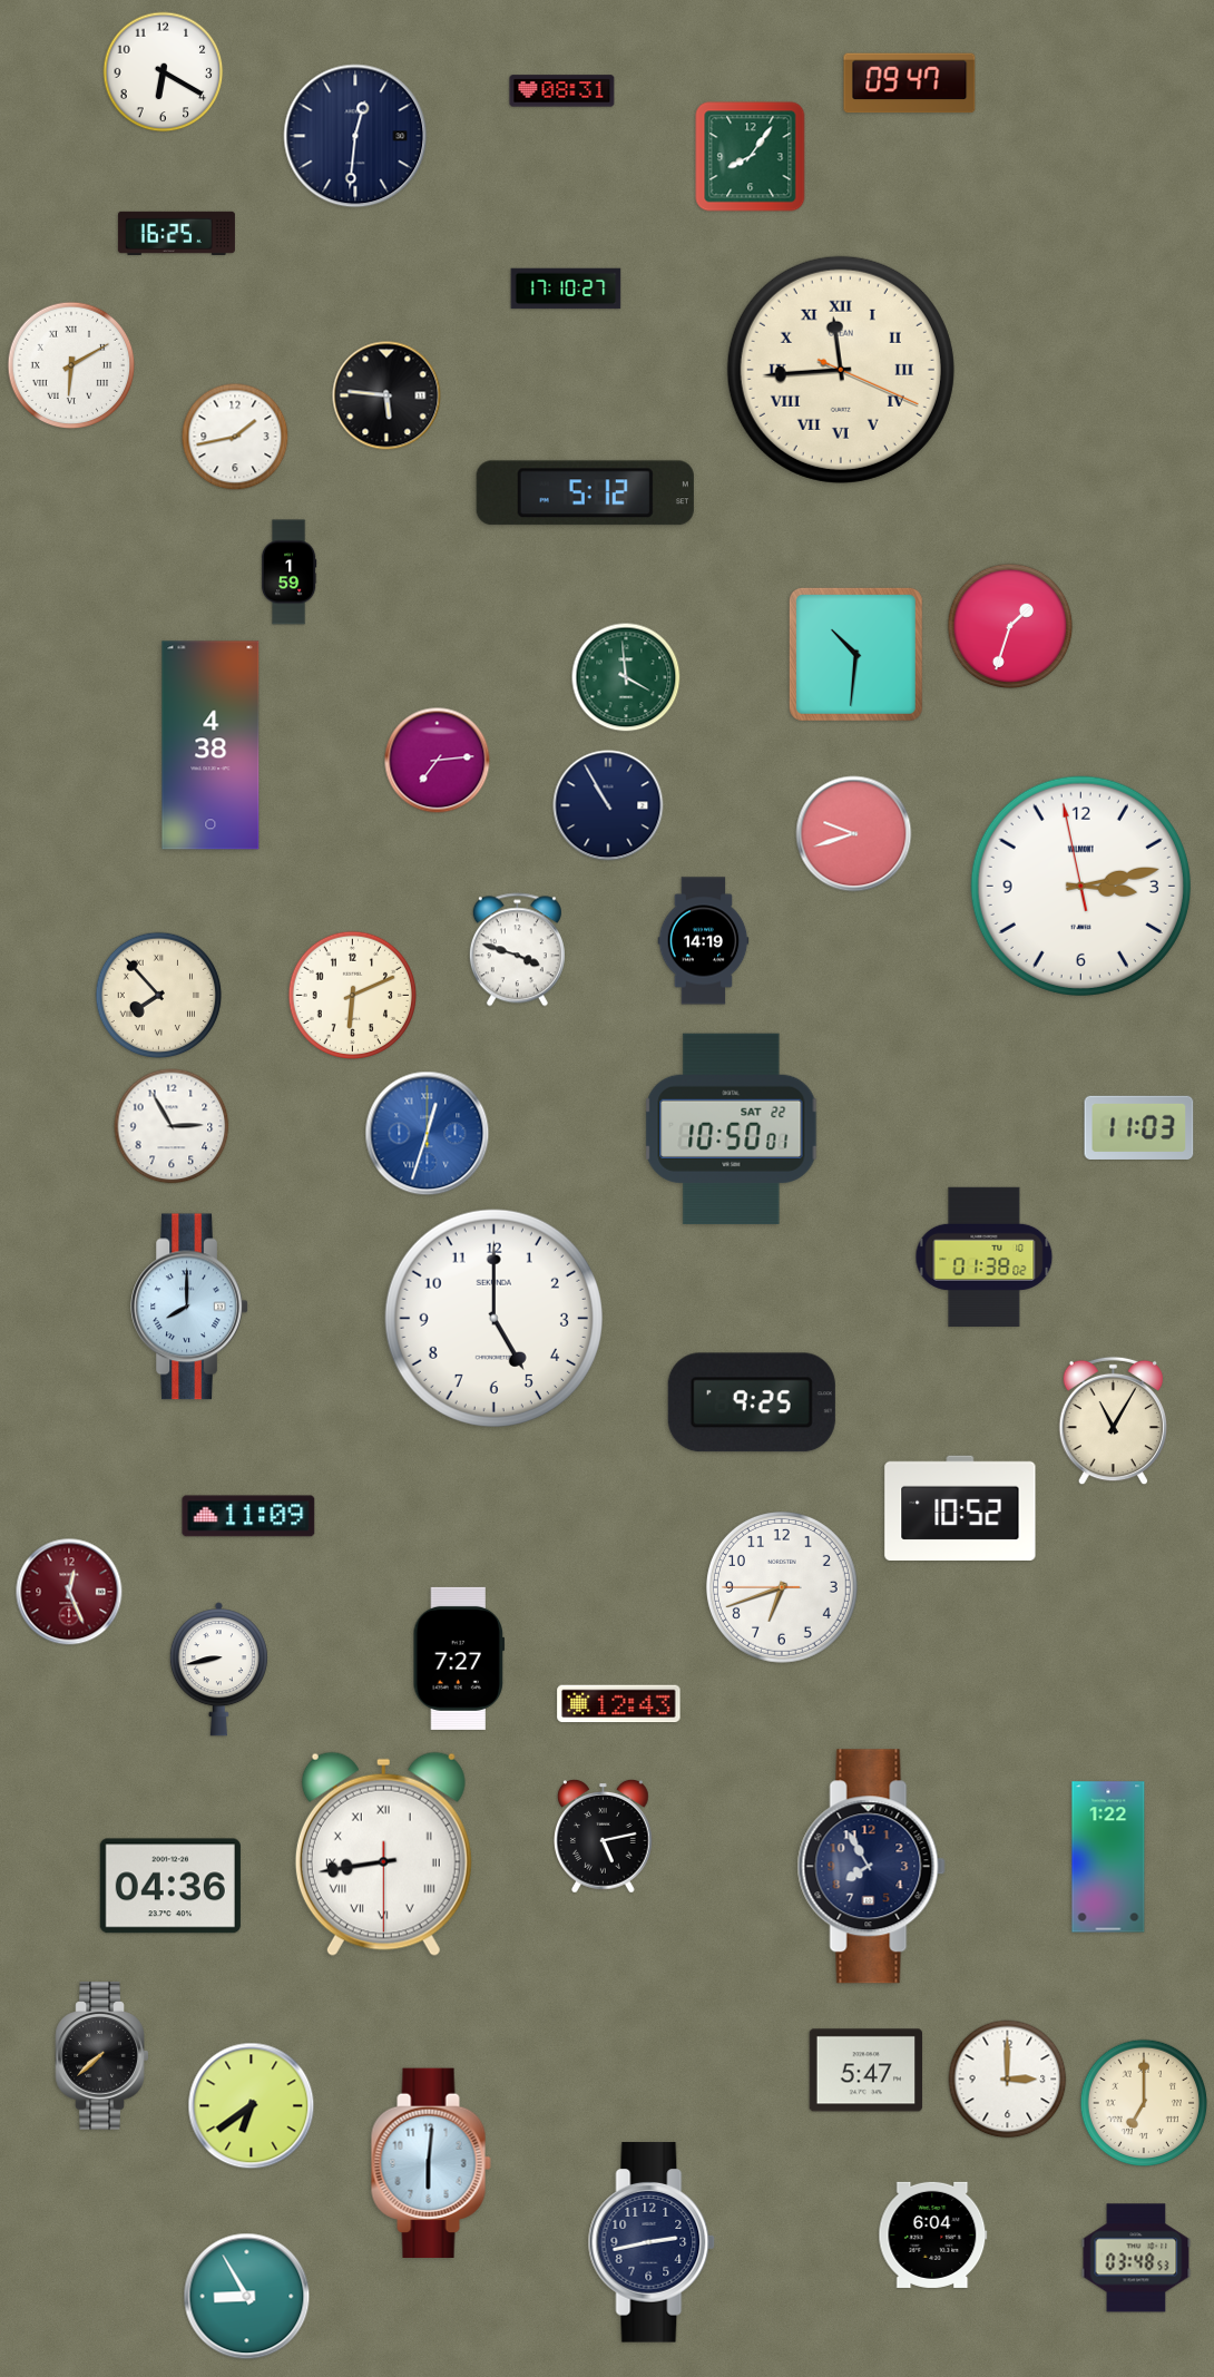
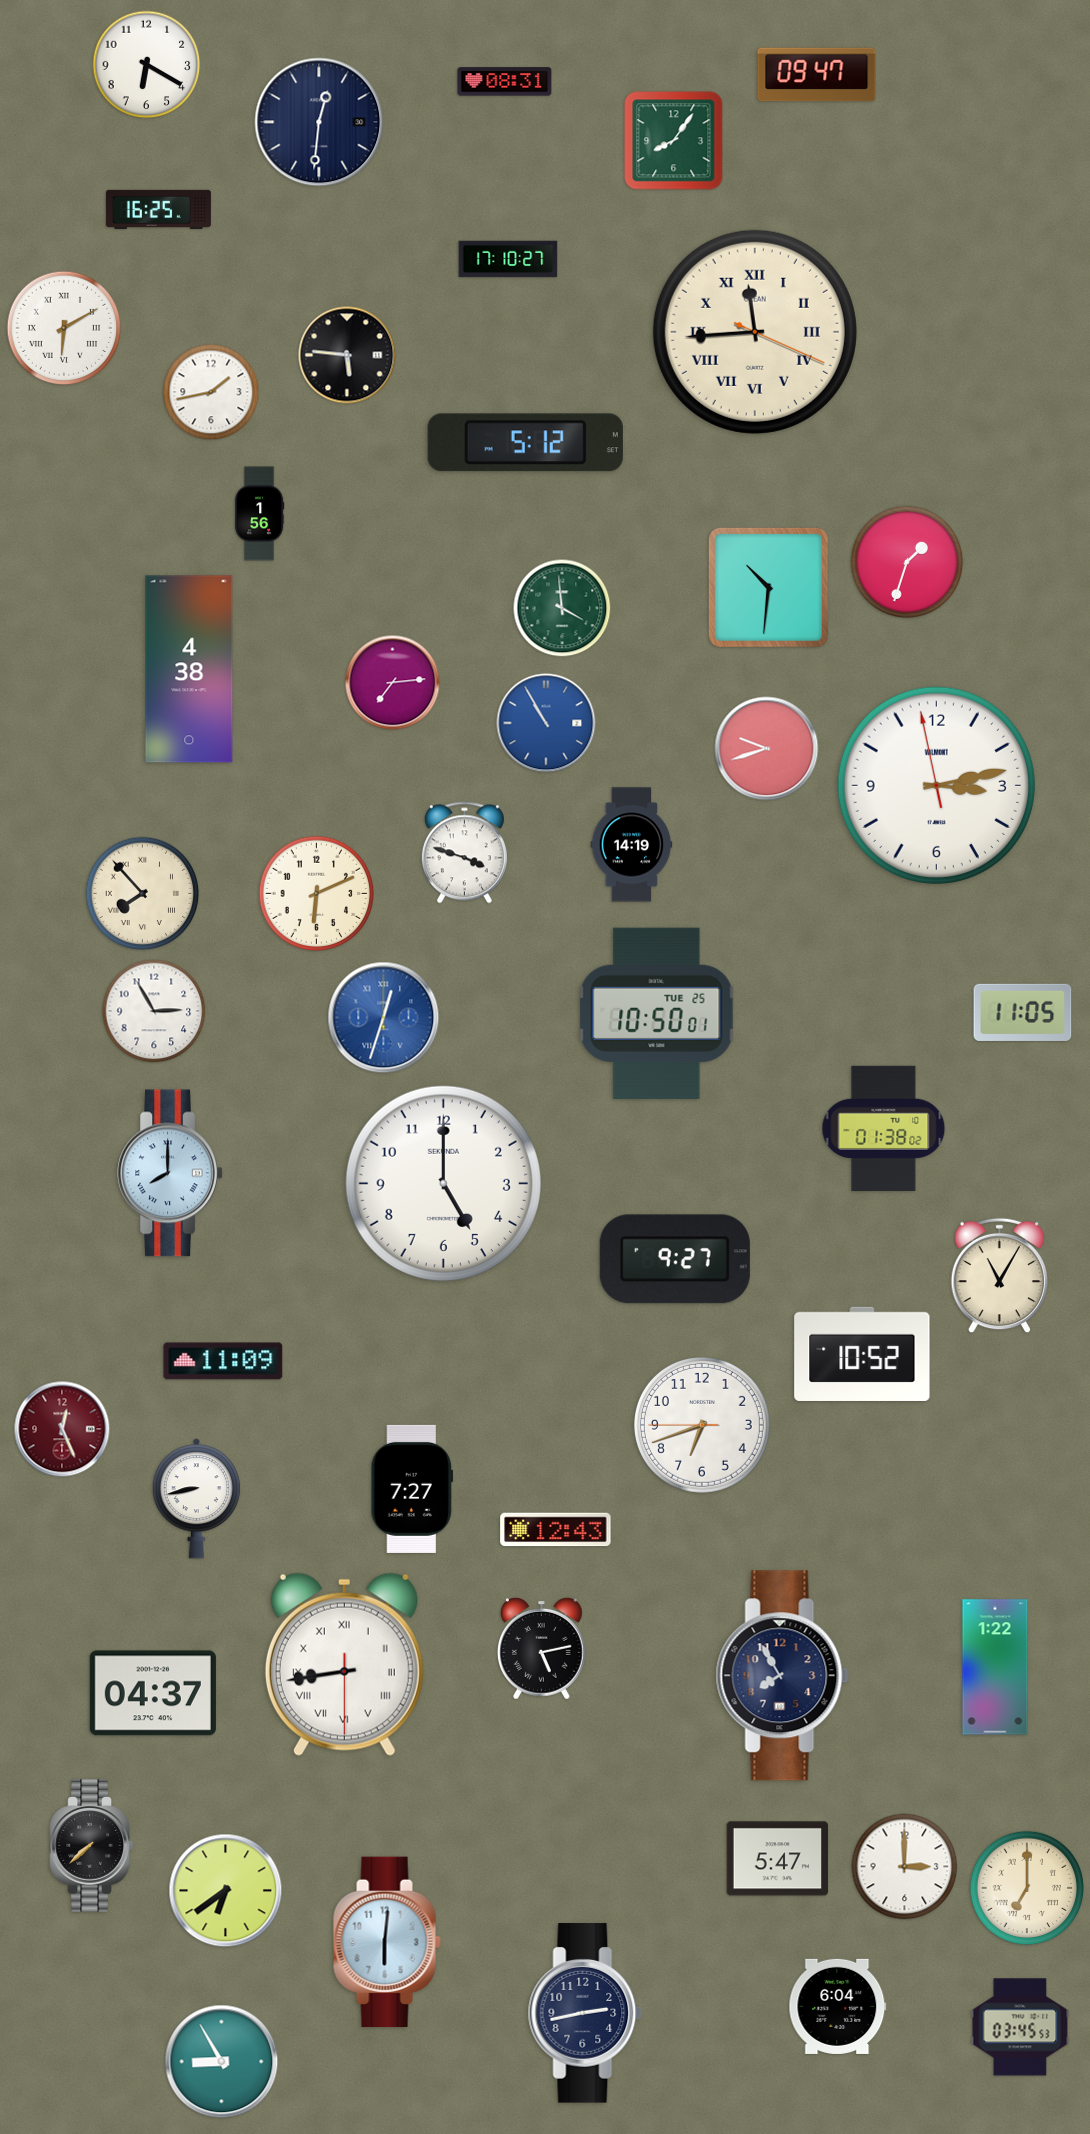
clock at (288, 573): 1:59 -> 1:56
clock at (608, 805) dial: navy -> blue
clock at (1080, 886) position: (1080, 886) -> (936, 785)
clock at (1139, 1127): 11:03 -> 11:05
clock at (732, 1128) date: SAT 22 -> TUE 25
clock at (752, 1402): 9:25 -> 9:27
clock at (170, 1886): 04:36 -> 04:37
clock at (1136, 2258): 03:48 -> 03:45
